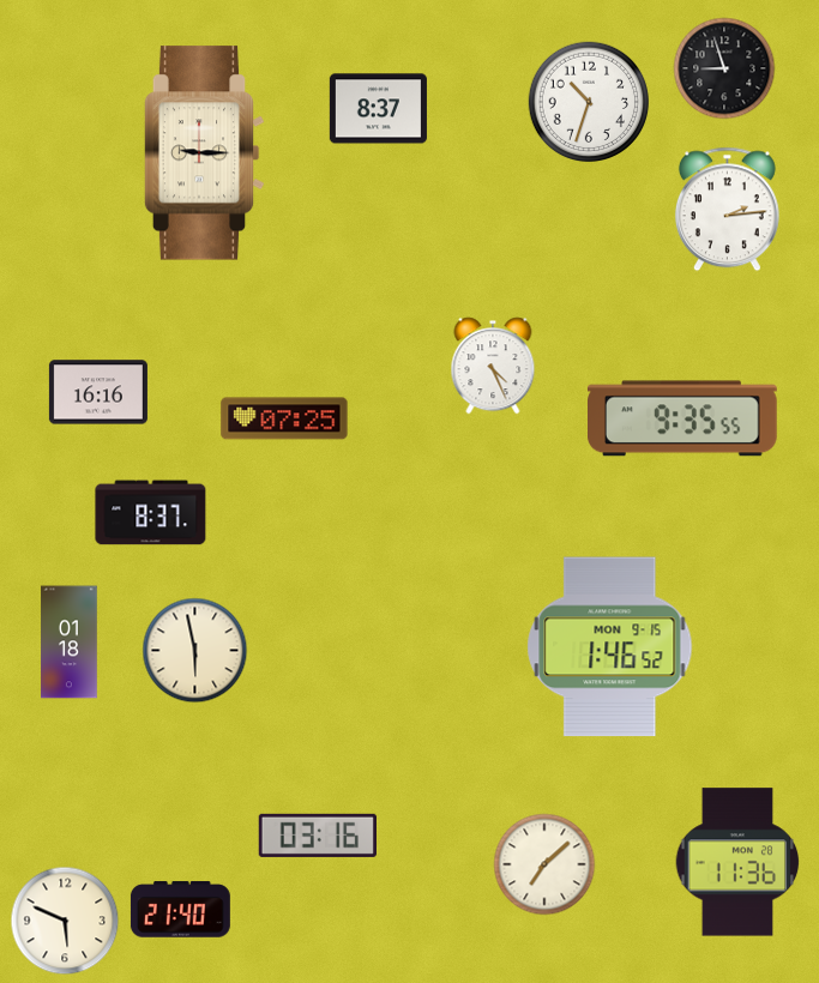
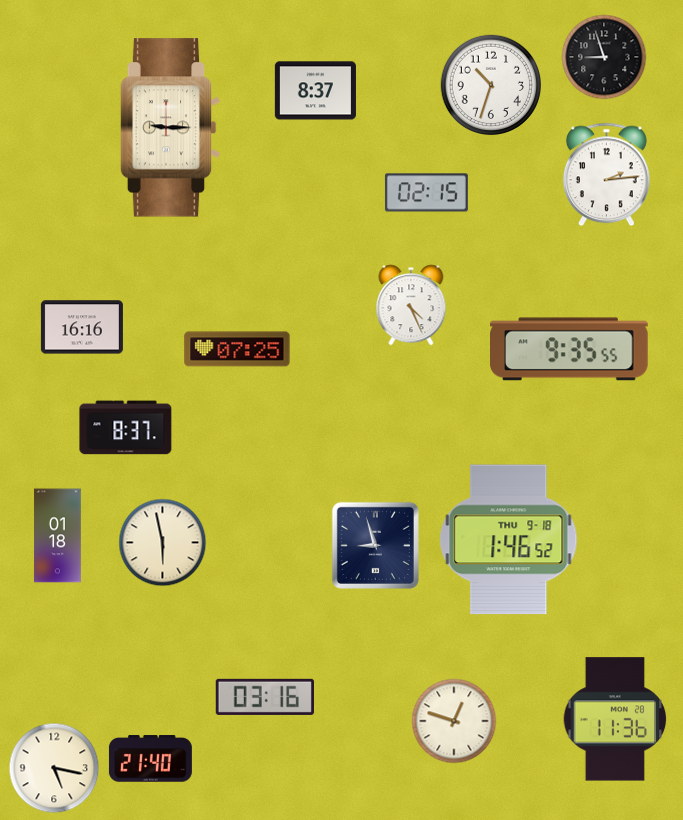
clock at (426, 193): none -> 02:15
clock at (610, 647) date: MON 9-15 -> THU 9-18
clock at (375, 545): none -> 8:57
clock at (544, 864): 7:08 -> 12:48
clock at (65, 921): 5:49 -> 5:17
